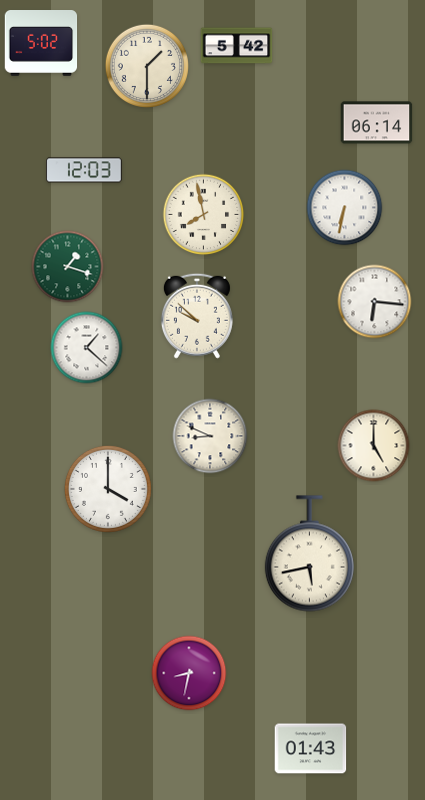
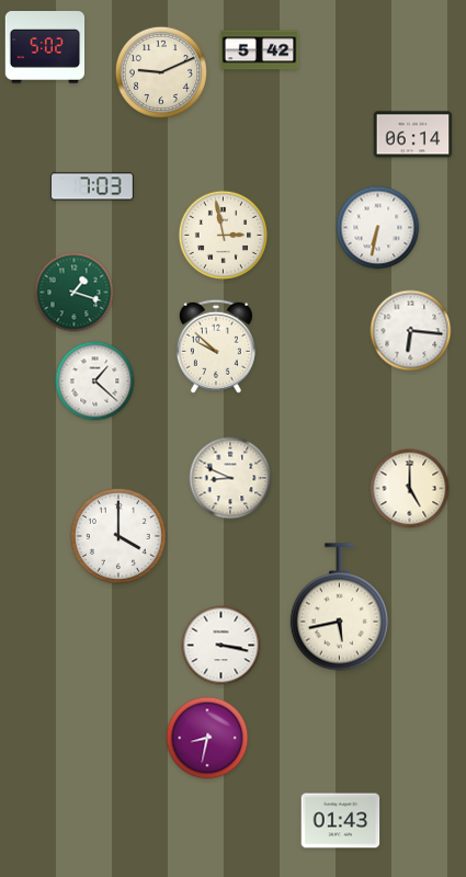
clock at (147, 66): 1:30 -> 9:11
clock at (85, 170): 12:03 -> 7:03
clock at (204, 215): 7:58 -> 2:58
clock at (221, 646): none -> 3:17
